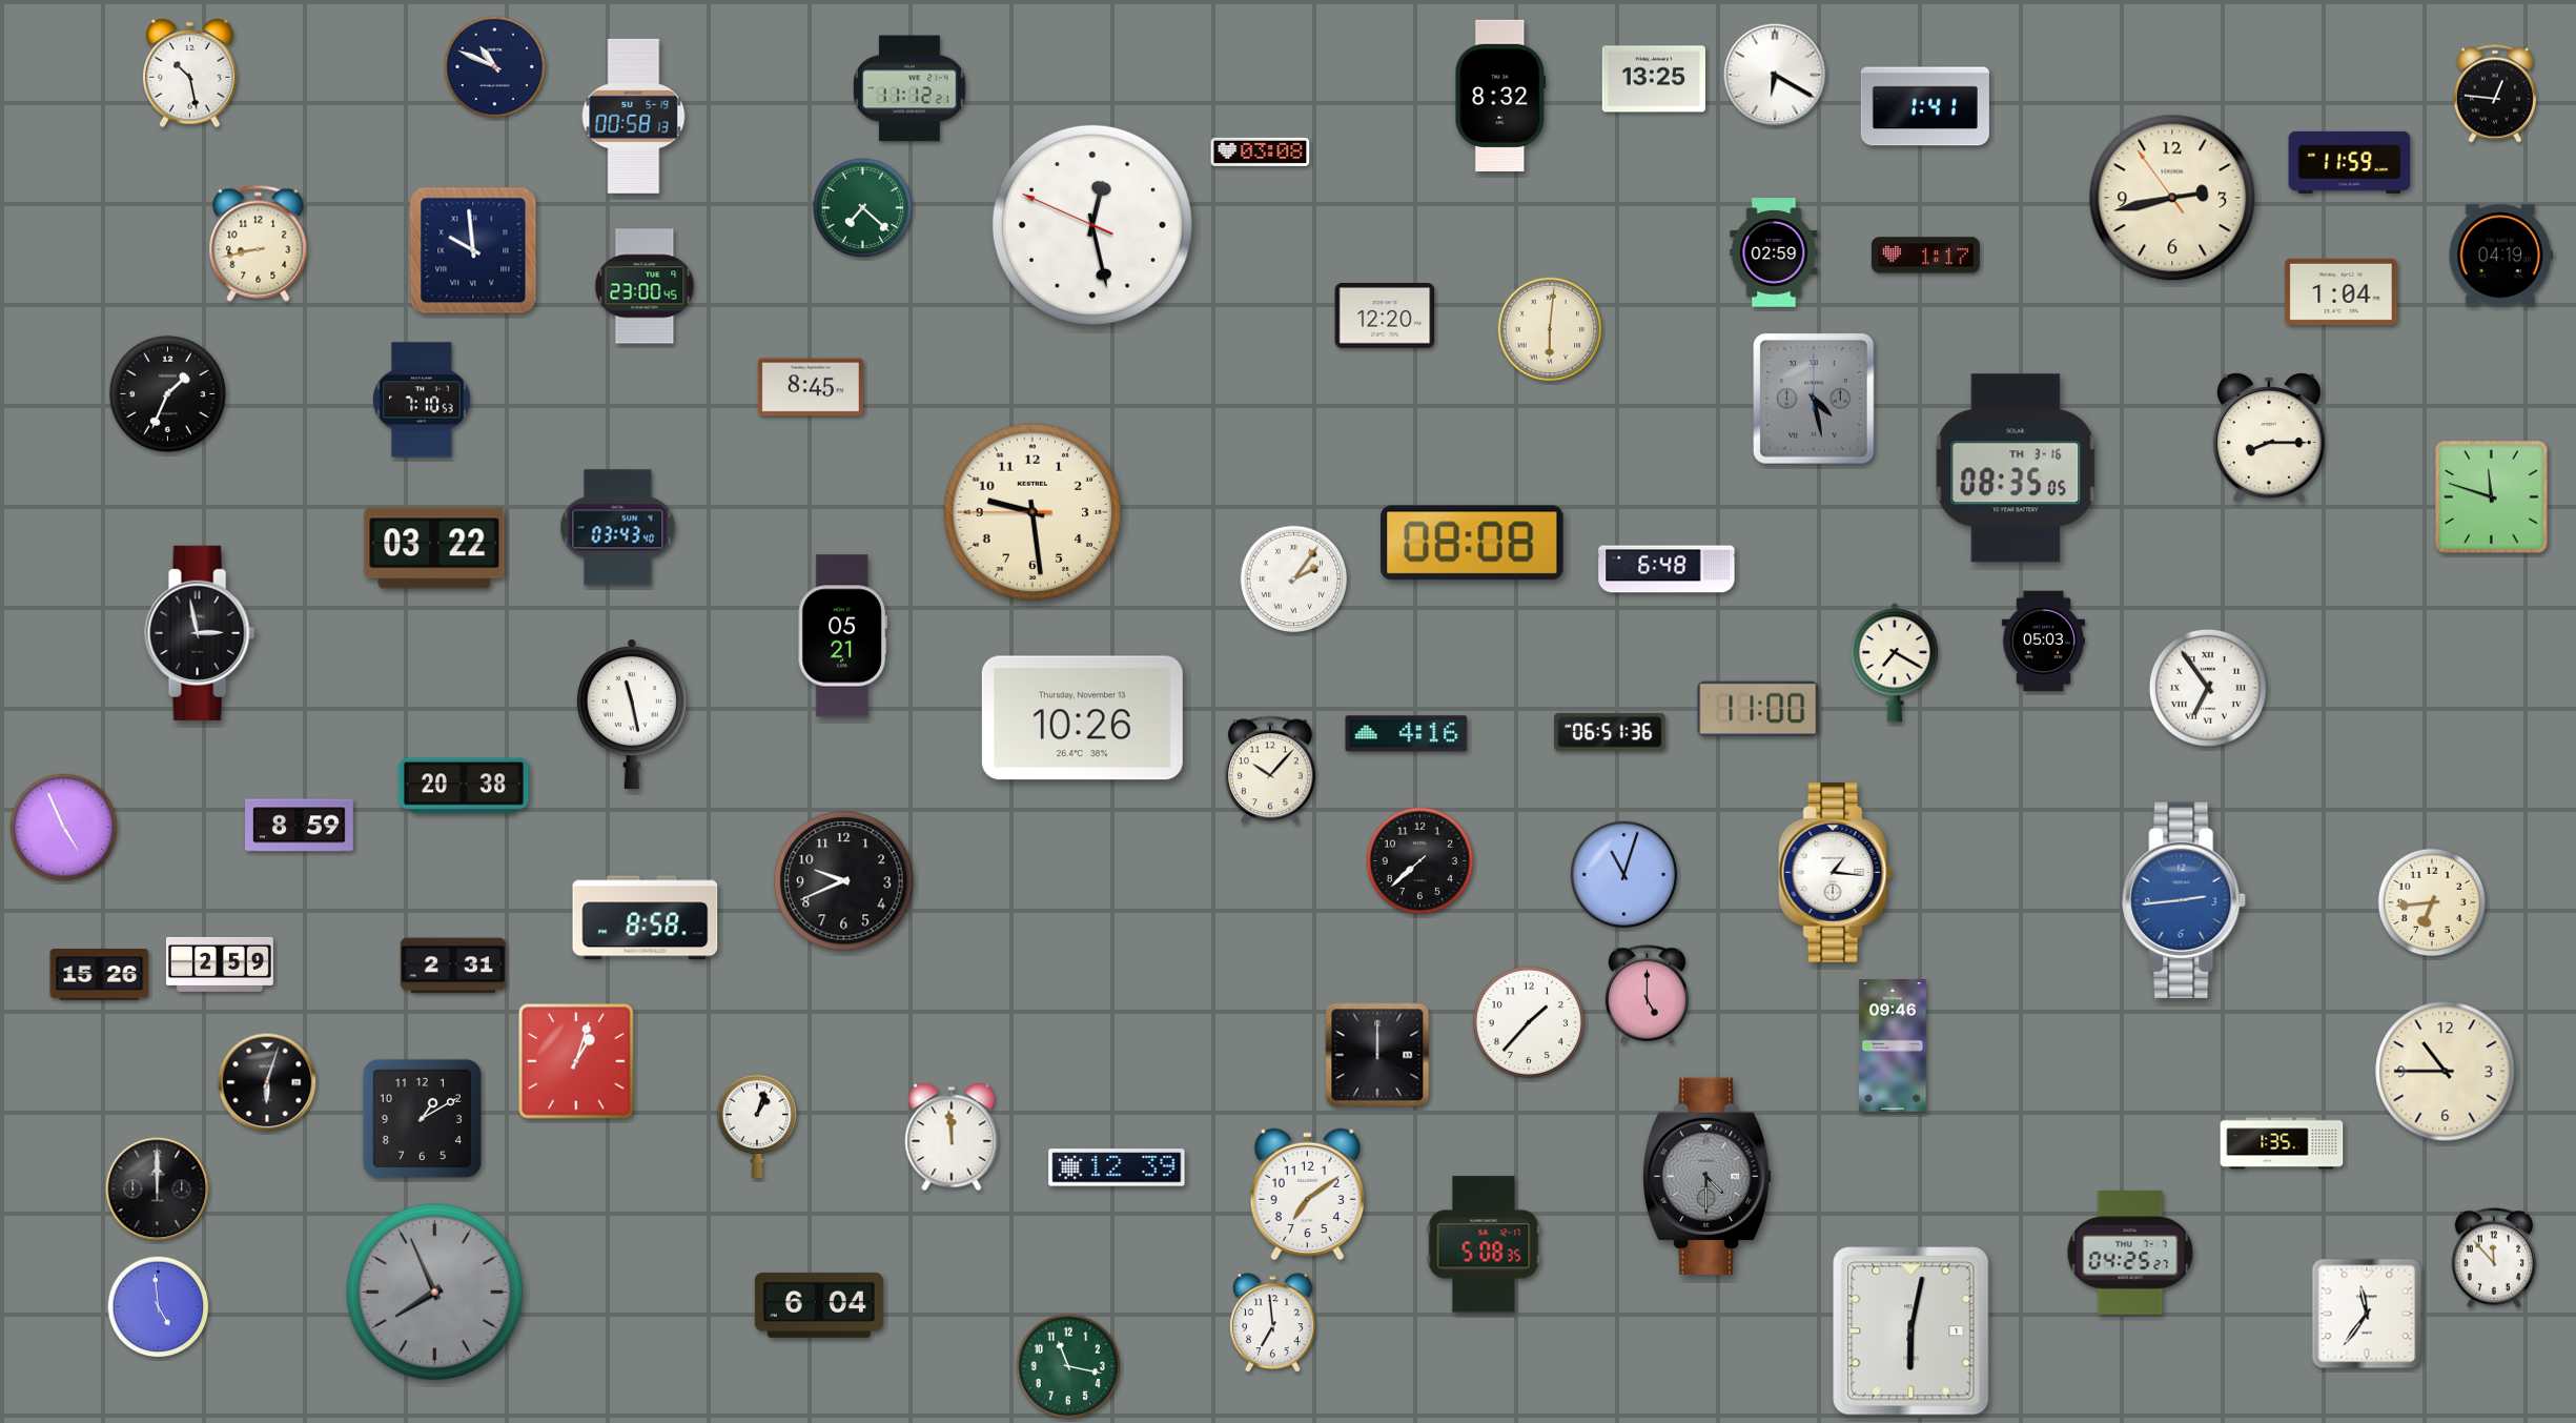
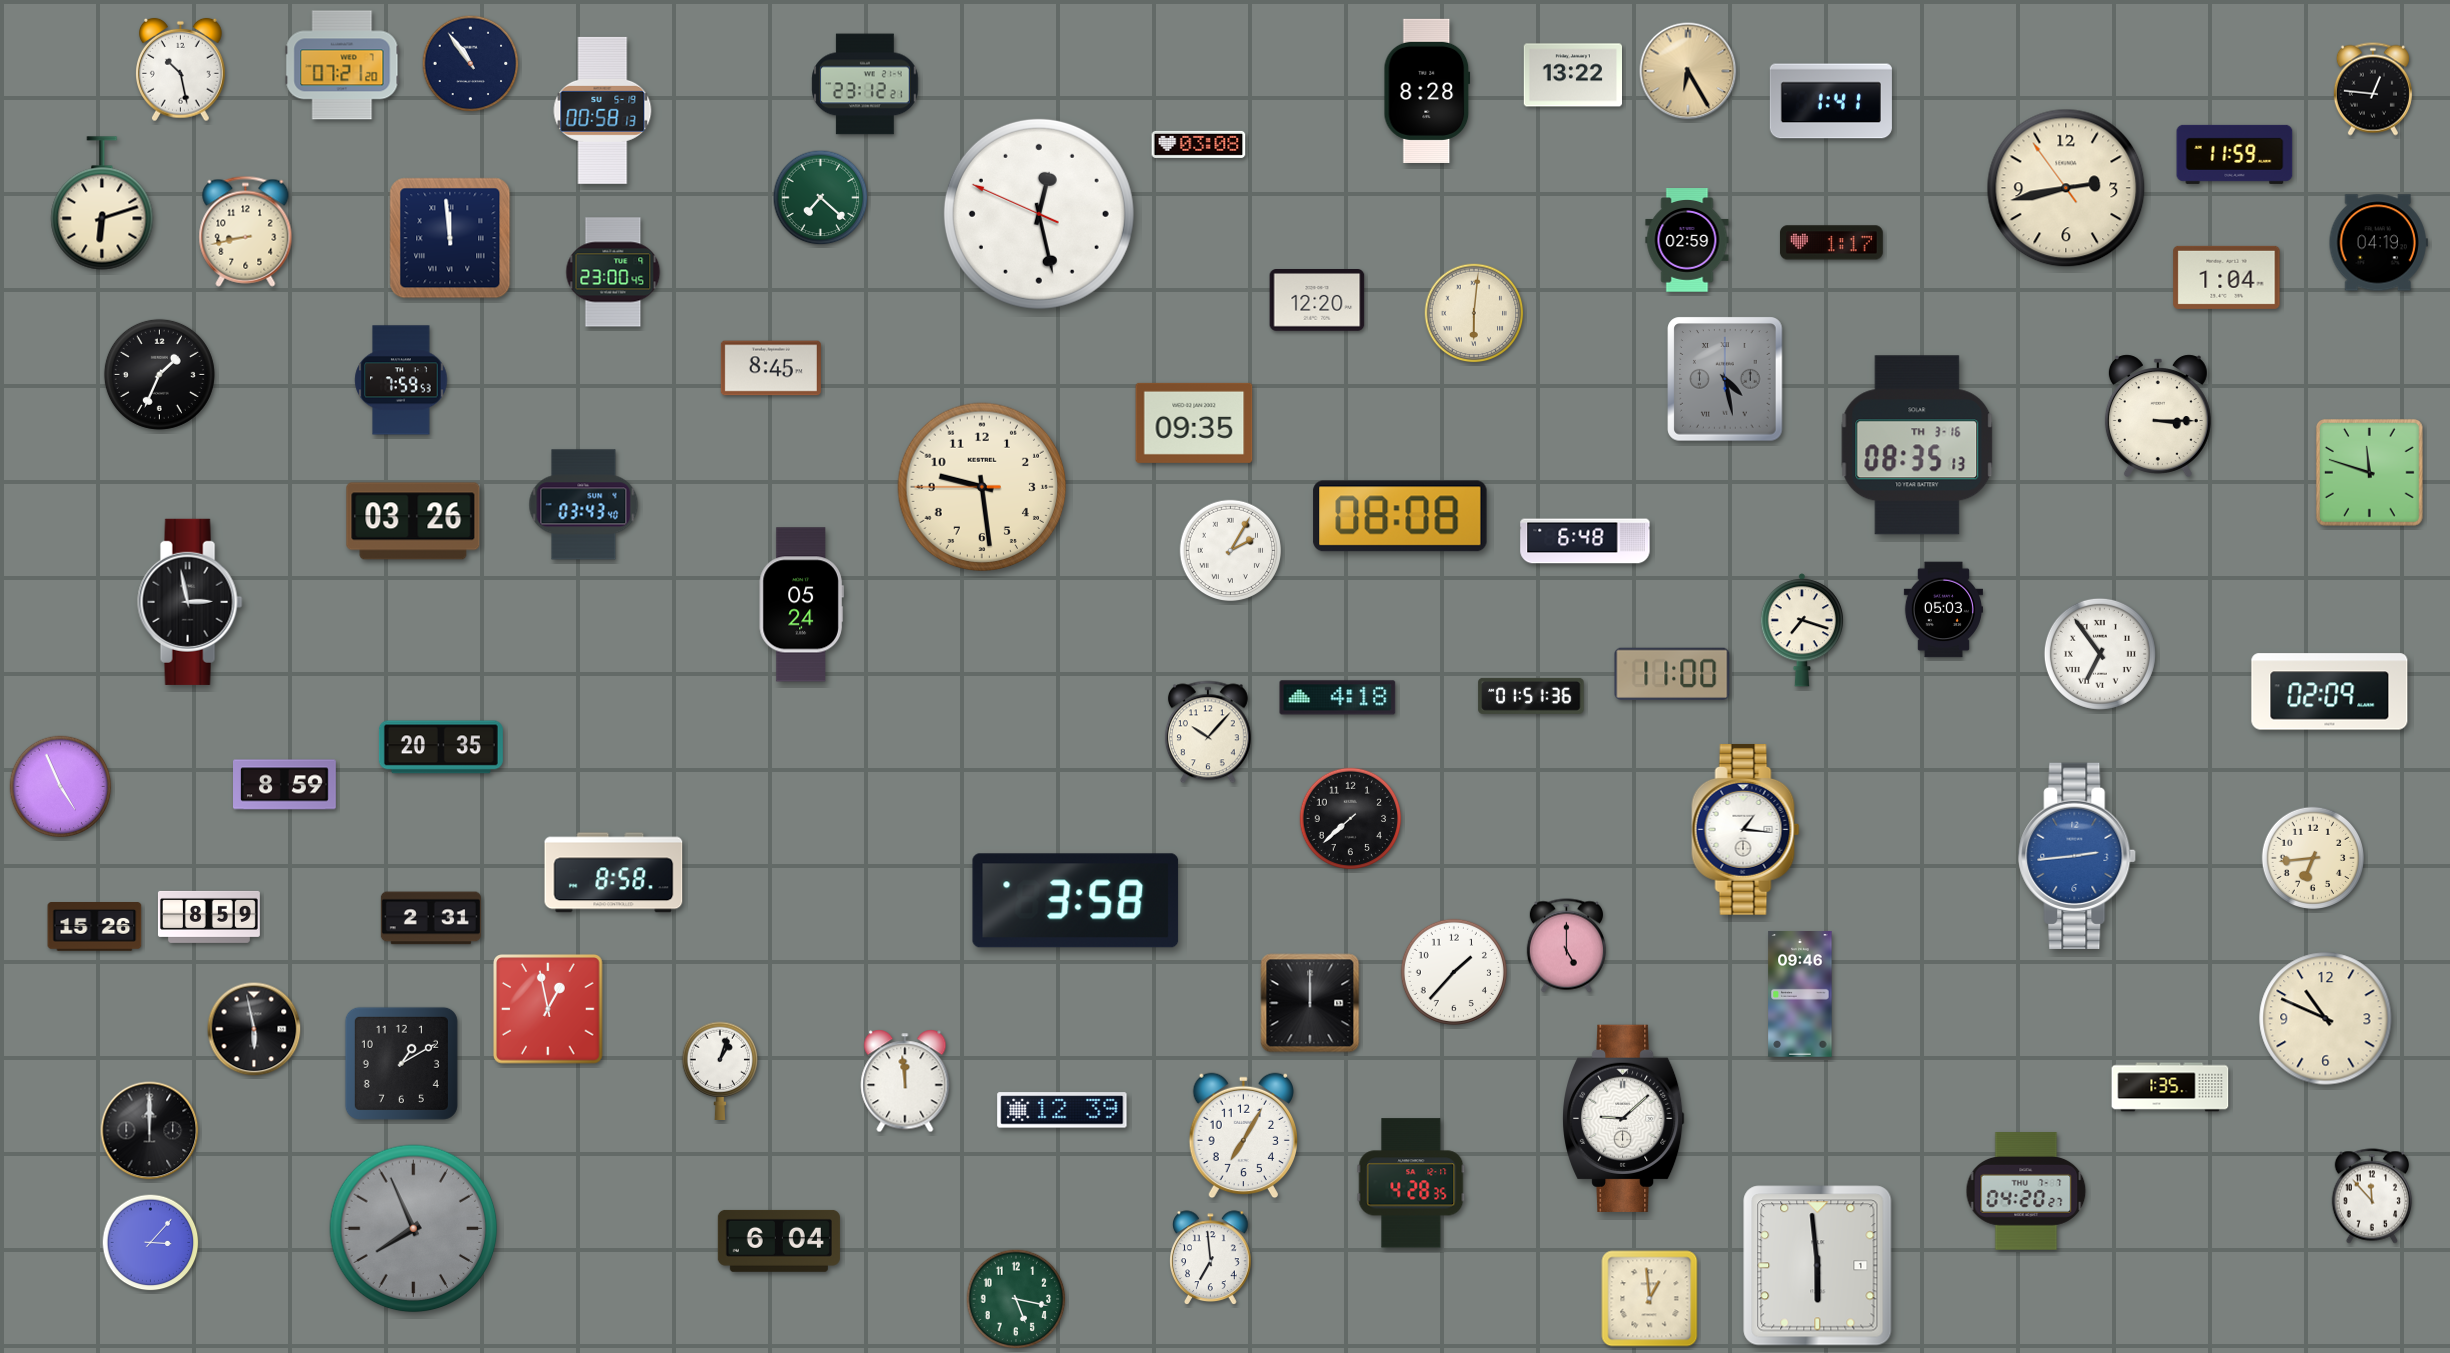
clock at (495, 67): 10:49 -> 10:54
clock at (342, 65): none -> 07:21
clock at (1775, 75): 6:20 -> 6:25
clock at (1775, 75) dial: white -> champagne
clock at (1653, 79): 13:25 -> 13:22
clock at (909, 88): 11:12 -> 23:12
clock at (1500, 96): 8:32 -> 8:28
clock at (102, 203): none -> 6:12
clock at (473, 250): 9:59 -> 11:59
clock at (422, 400): 7:10 -> 7:59
clock at (2269, 438): 8:15 -> 3:15
clock at (1194, 423): none -> 09:35
clock at (2016, 468): 08:35:05 -> 08:35:13
clock at (618, 528) position: (618, 528) -> (584, 505)
clock at (434, 548): 03:22 -> 03:26
clock at (1294, 580): 2:06 -> 2:05
clock at (842, 636): 05:21 -> 05:24
clock at (1895, 663): 7:20 -> 7:18
clock at (632, 713): 11:28 -> none
clock at (1082, 718): 10:26 -> none
clock at (2330, 692): none -> 02:09
clock at (1610, 732): 06:51 -> 01:51
clock at (1407, 734): 4:16 -> 4:18
clock at (464, 786): 20:38 -> 20:35
clock at (1624, 875): 11:03 -> none
clock at (844, 881): 9:41 -> none
clock at (1076, 901): none -> 3:58
clock at (220, 964): 2:59 -> 8:59
clock at (576, 1061): 1:03 -> 12:58
clock at (2446, 1072): 10:45 -> 10:49
clock at (267, 1082): 6:03 -> 5:58
clock at (1708, 1176): 4:30 -> 9:08
clock at (1708, 1176) dial: grey -> white
clock at (1307, 1195): 7:09 -> 7:05
clock at (1484, 1244): 5:08 -> 4:28
clock at (2130, 1253): 04:25 -> 04:20
clock at (159, 1307): 4:59 -> 3:07
clock at (2367, 1314): 11:36 -> none
clock at (1911, 1331): 6:02 -> 5:59
clock at (1068, 1366): 11:17 -> 5:17
clock at (1650, 1299): none -> 12:59
